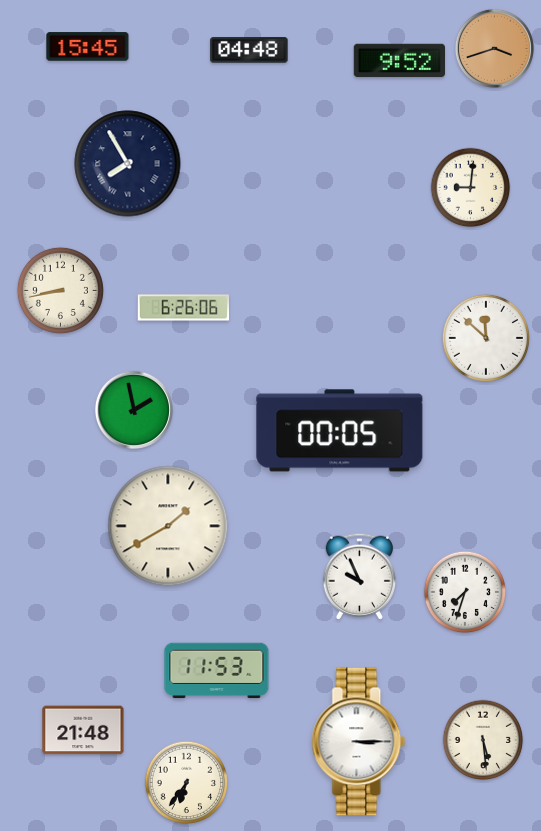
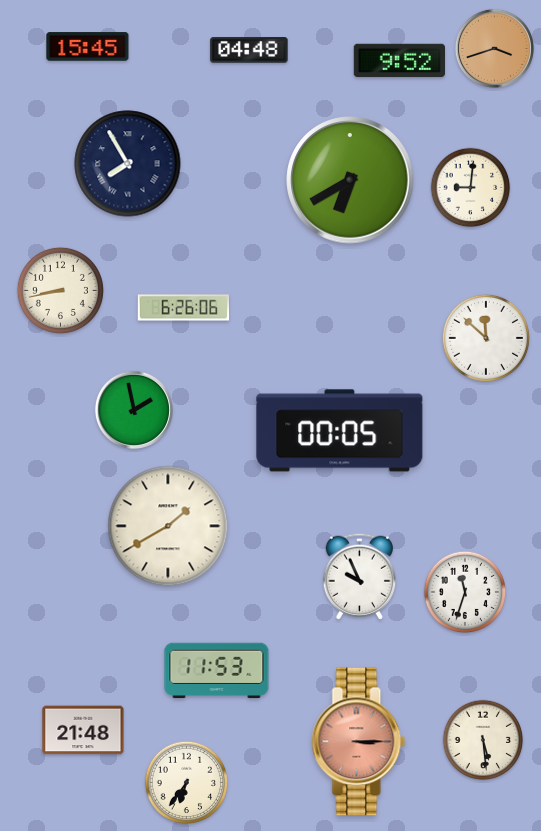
clock at (350, 180): none -> 6:40
clock at (465, 592): 7:33 -> 11:33
clock at (359, 742) dial: white -> salmon
